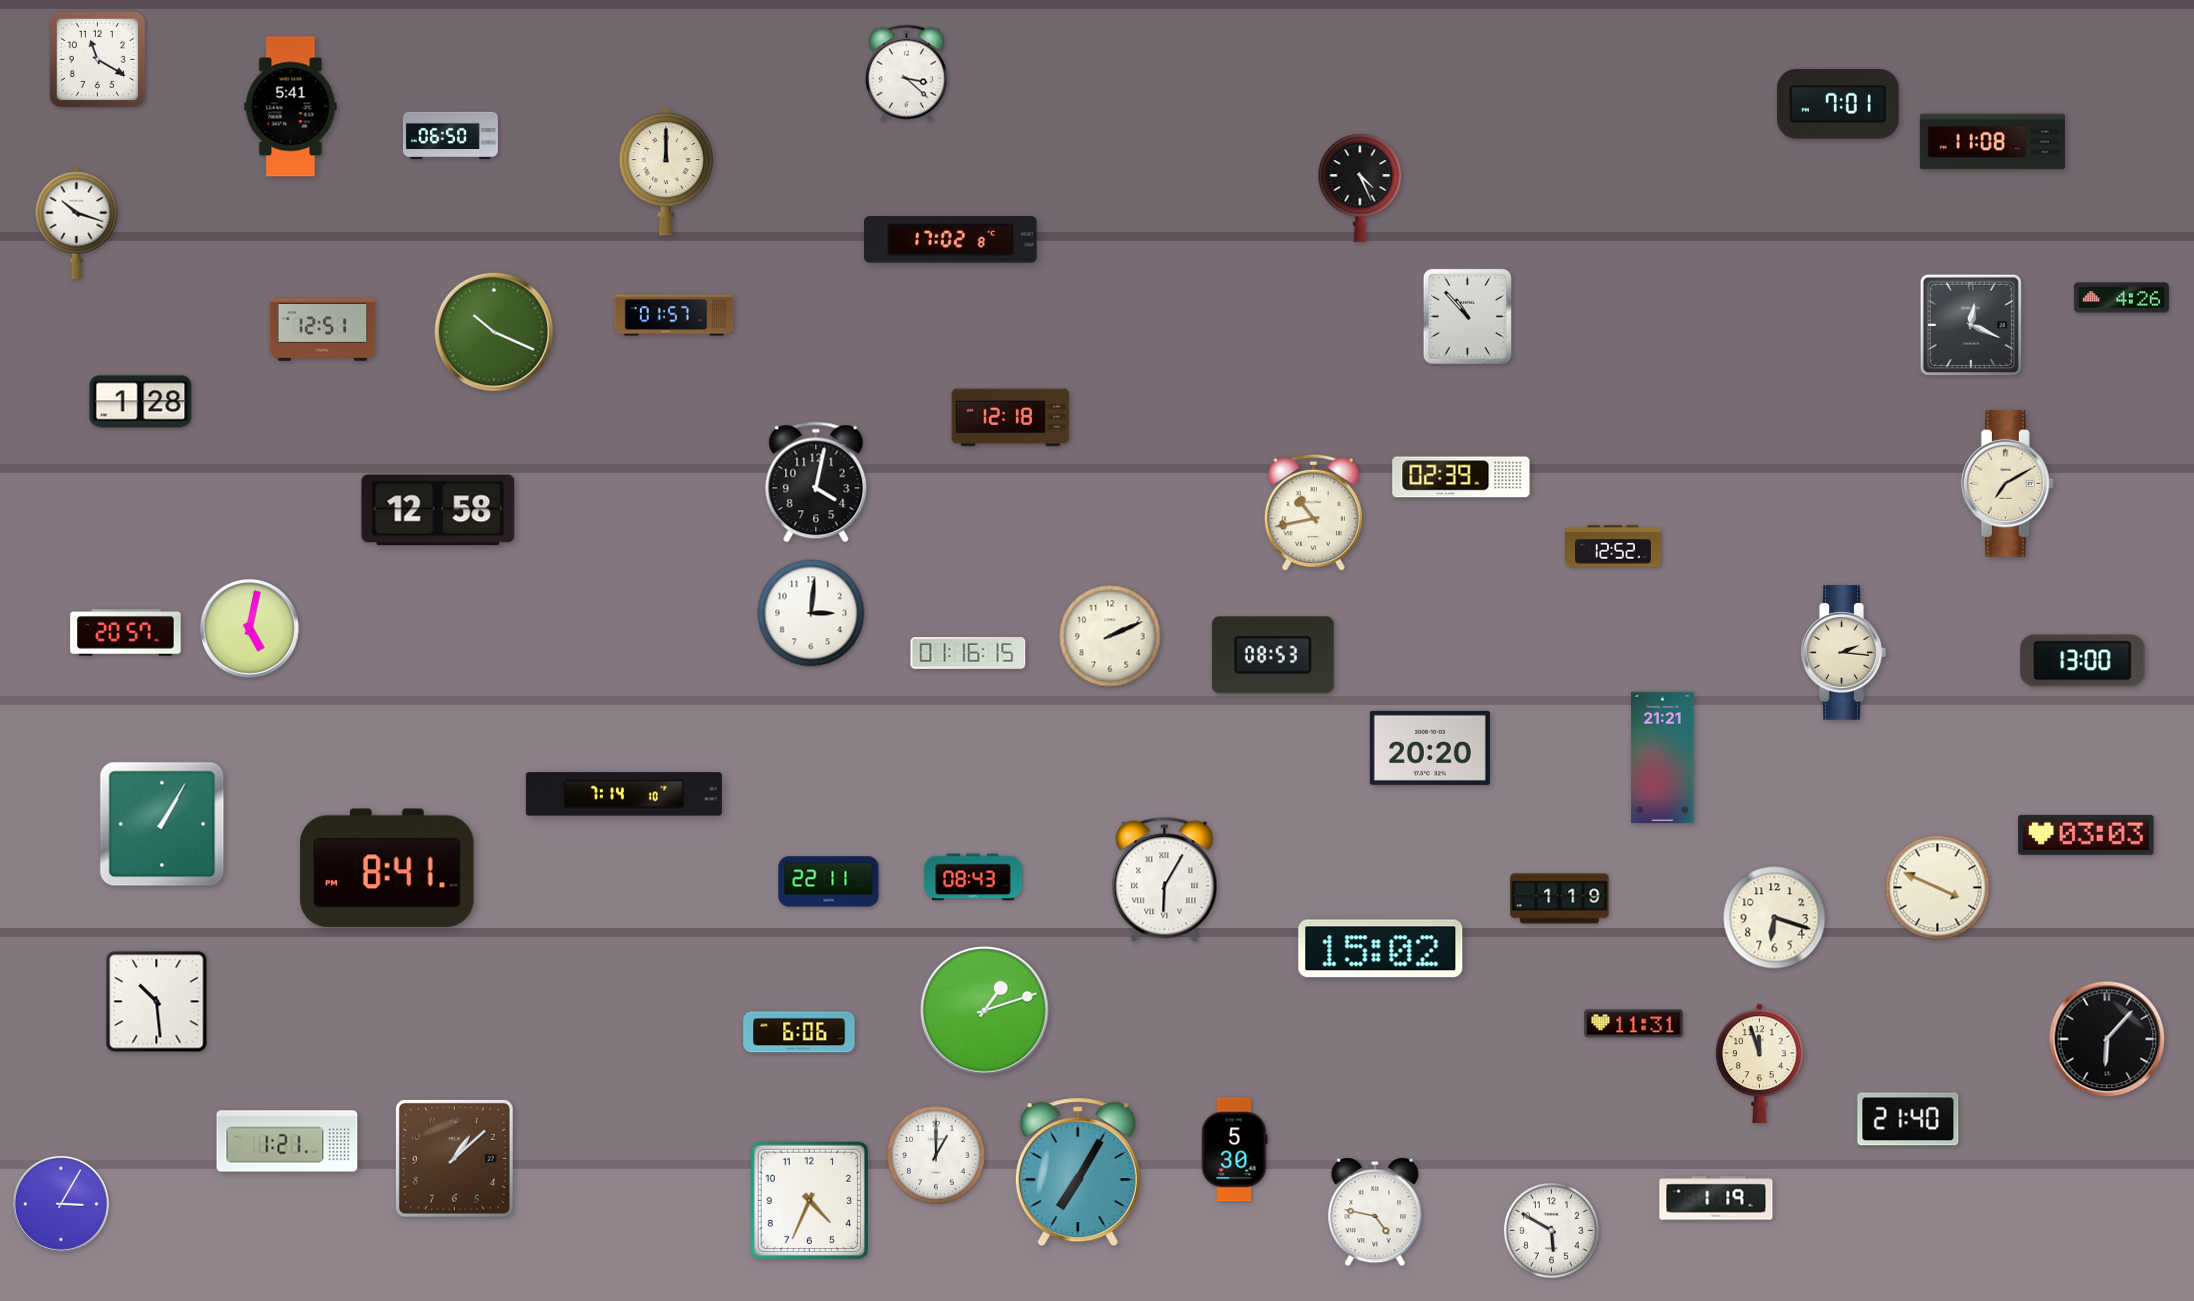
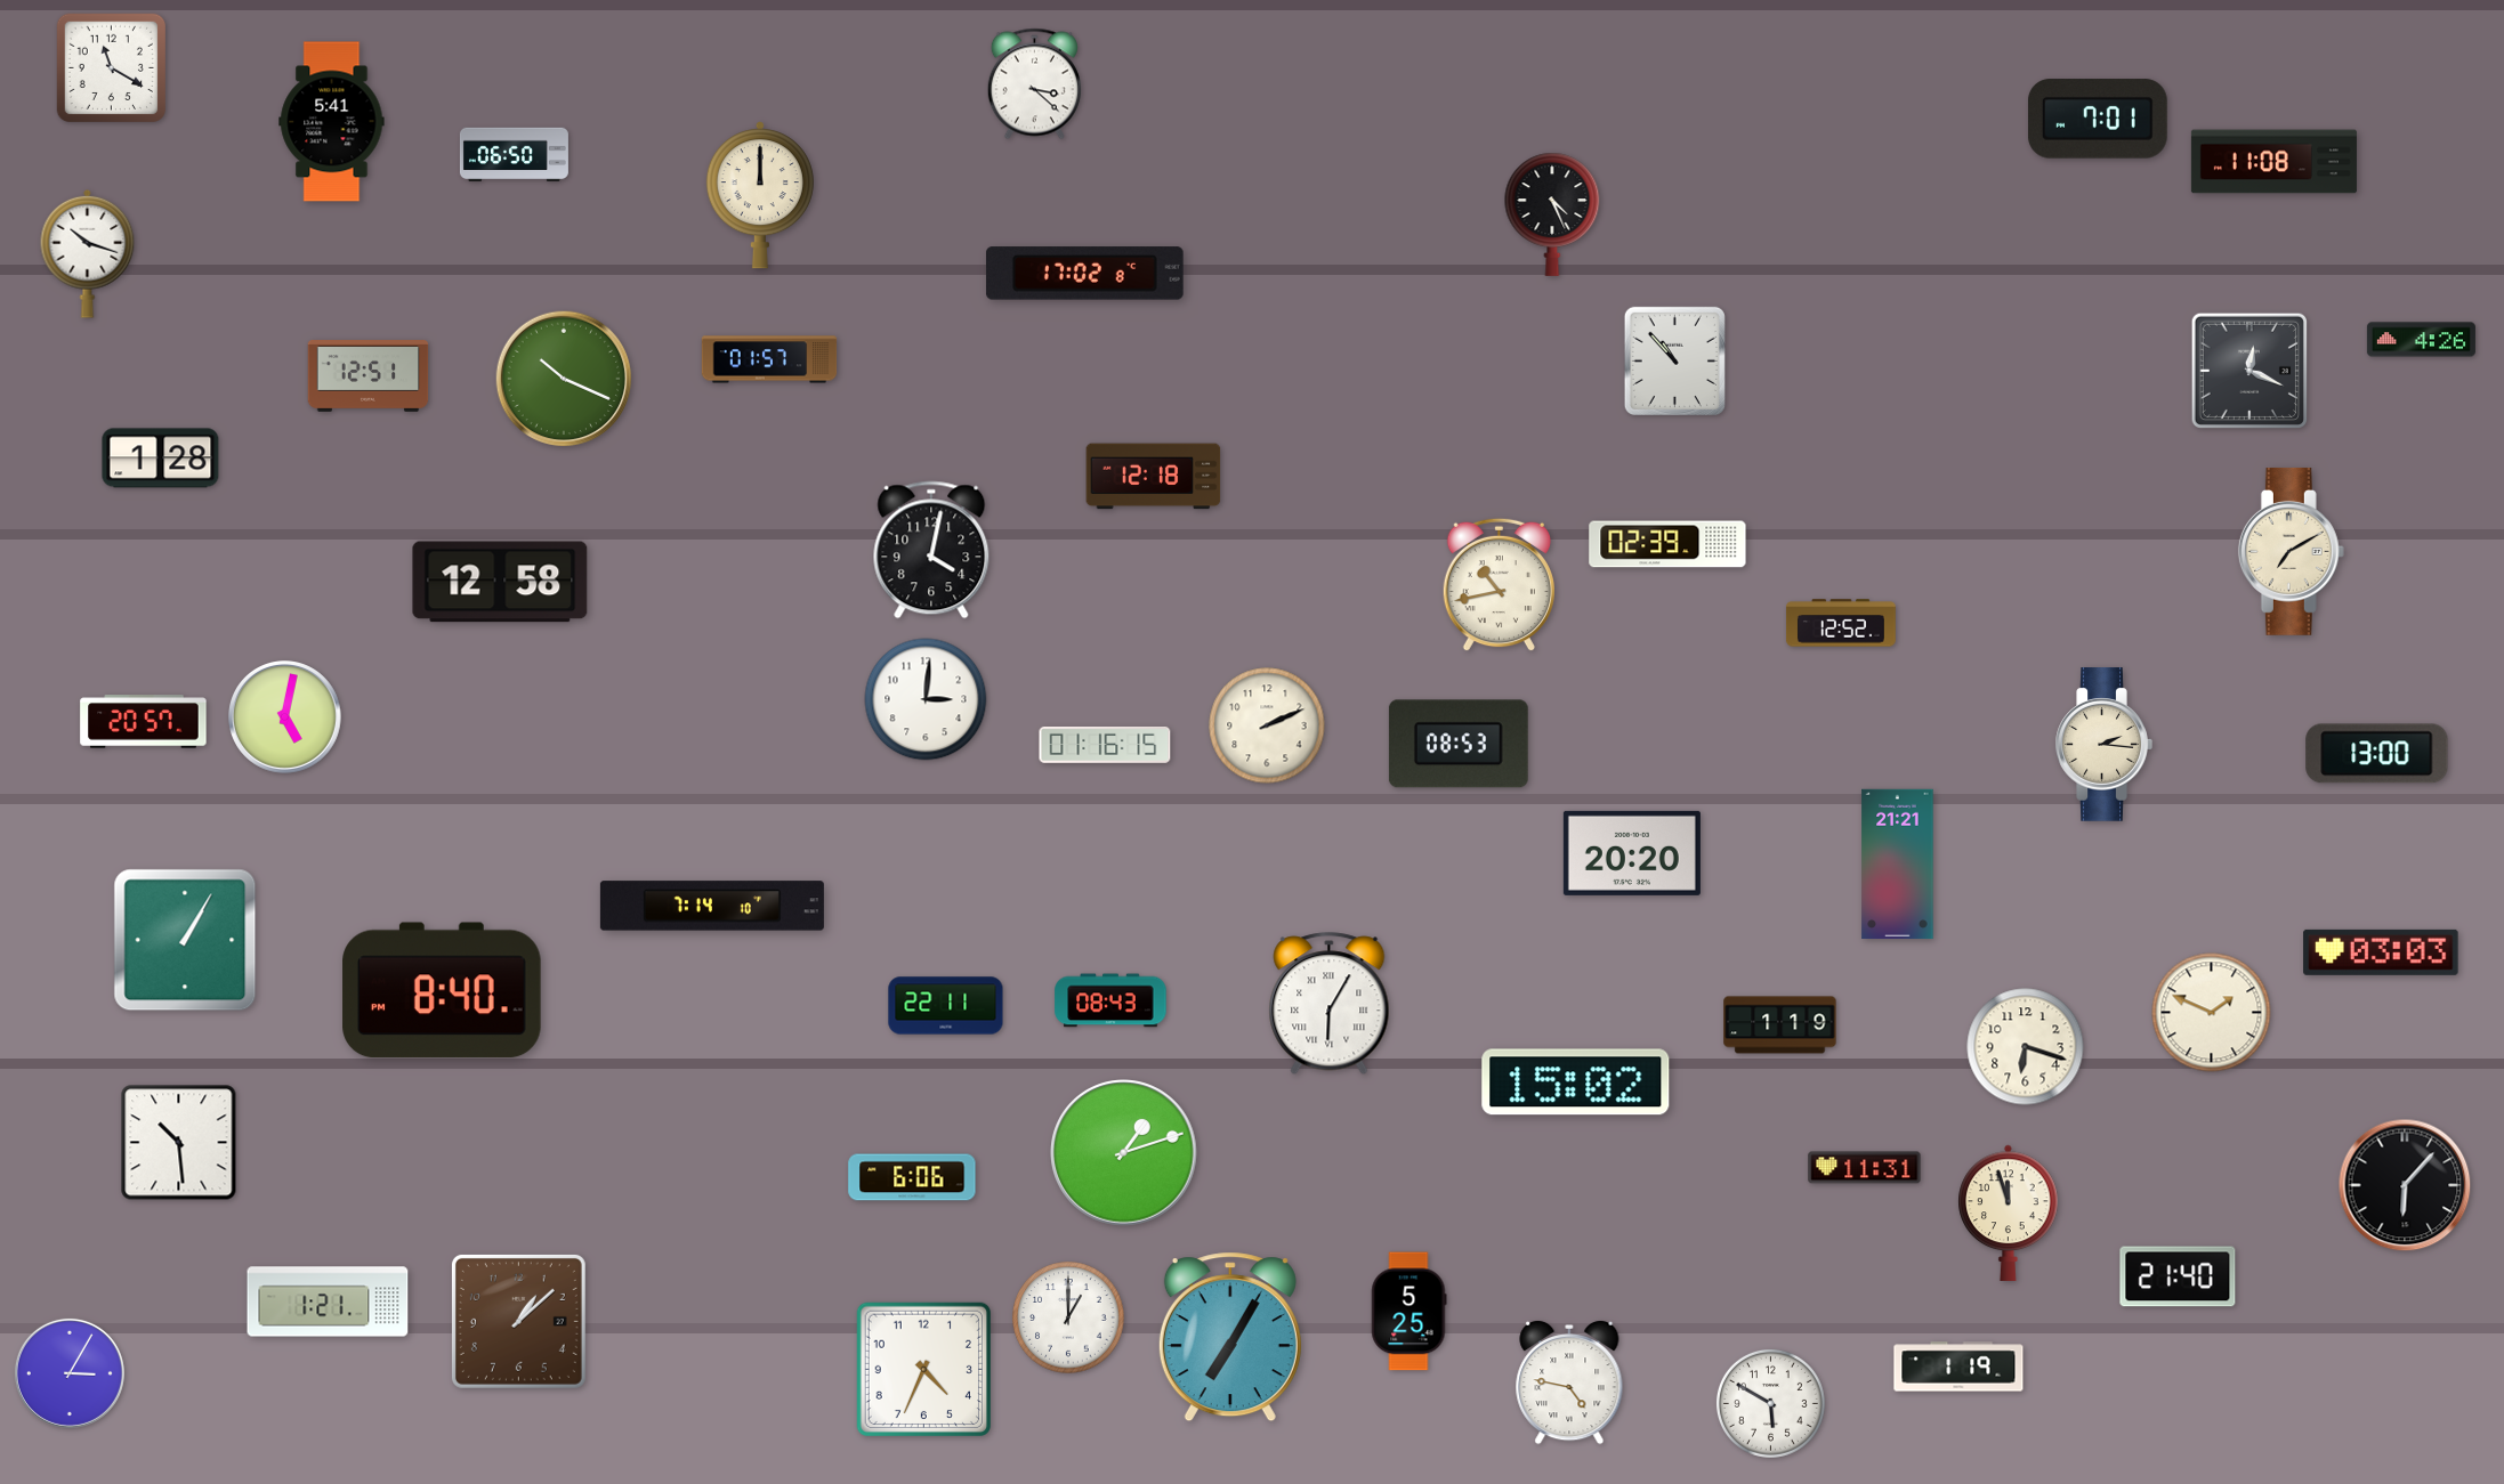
clock at (1273, 655) position: (1273, 655) -> (1459, 744)
clock at (387, 868): 8:41 -> 8:40
clock at (1938, 888): 3:49 -> 1:49
clock at (1235, 1150): 5:30 -> 5:25
